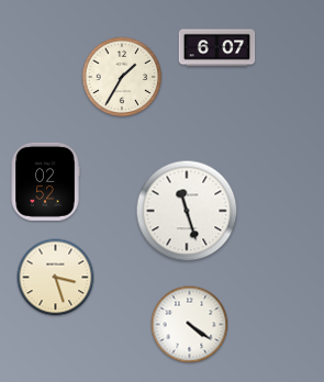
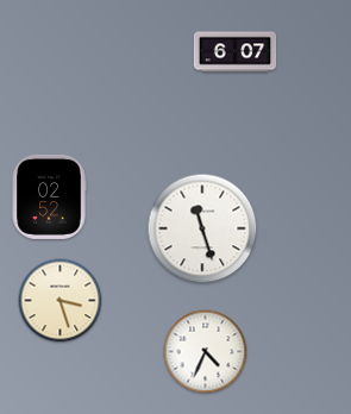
clock at (122, 77): 1:35 -> none
clock at (190, 325): 4:21 -> 4:34
